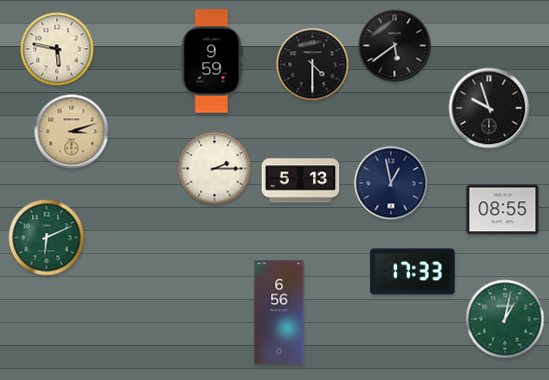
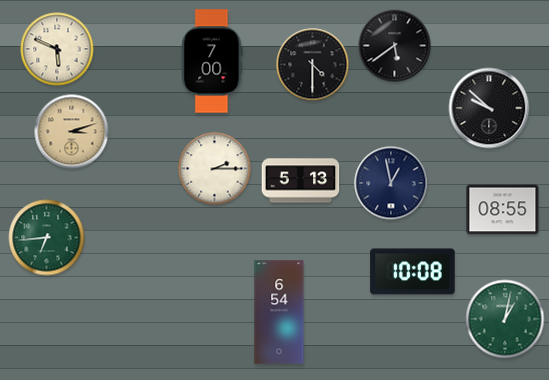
clock at (57, 49): 5:47 -> 5:49
clock at (212, 61): 9:59 -> 7:00
clock at (489, 108): 9:57 -> 9:52
clock at (47, 238): 6:11 -> 6:44
clock at (413, 272): 17:33 -> 10:08
clock at (279, 312): 6:56 -> 6:54
